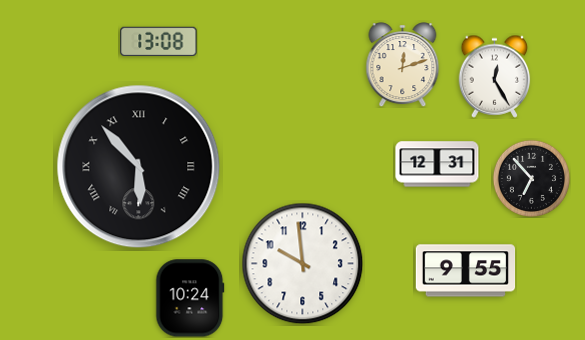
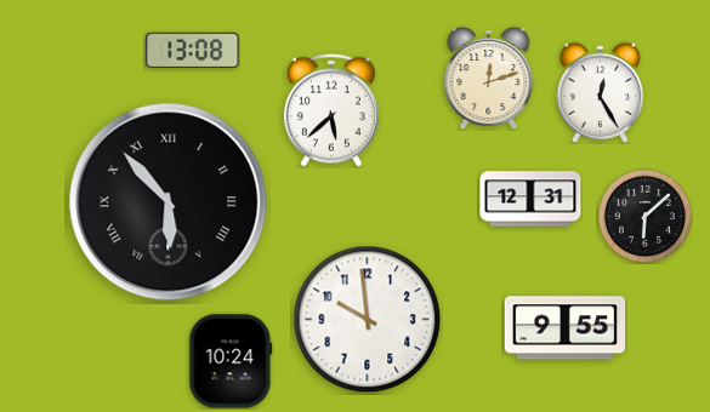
clock at (331, 110): none -> 5:38
clock at (531, 178): 6:53 -> 6:08
